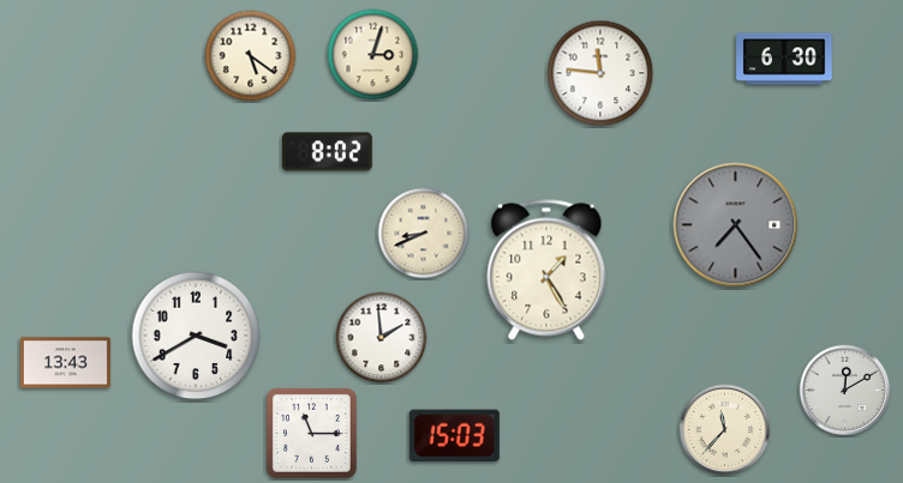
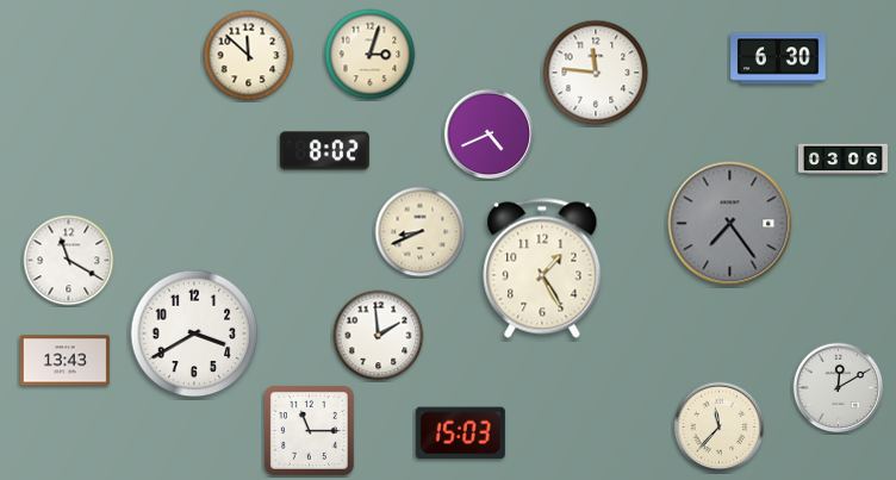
clock at (251, 56): 5:21 -> 11:52
clock at (490, 135): none -> 4:41
clock at (842, 160): none -> 03:06
clock at (69, 261): none -> 11:20
clock at (454, 436) position: (454, 436) -> (460, 434)
